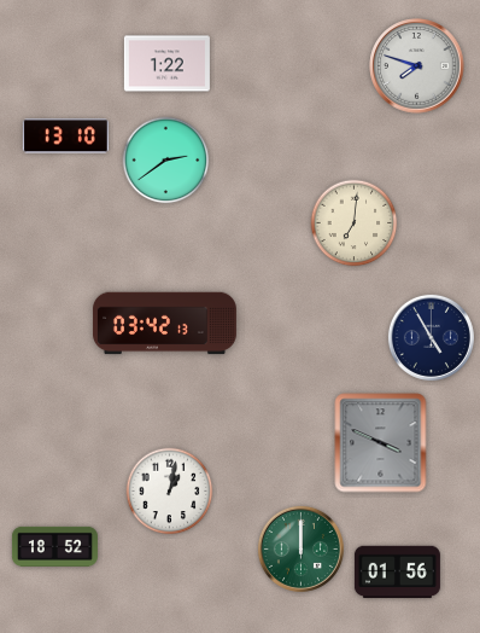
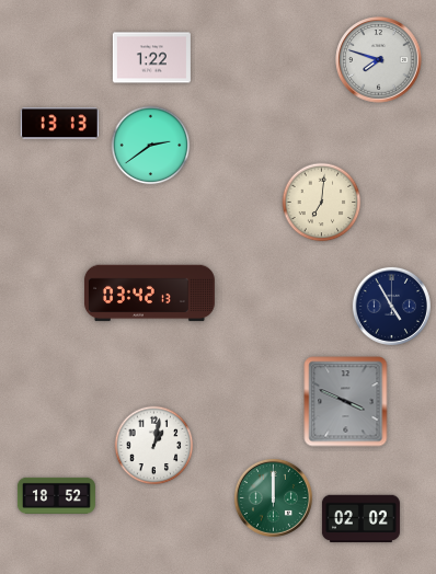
clock at (65, 137): 13:10 -> 13:13
clock at (54, 546) position: (54, 546) -> (56, 495)
clock at (397, 573): 01:56 -> 02:02
